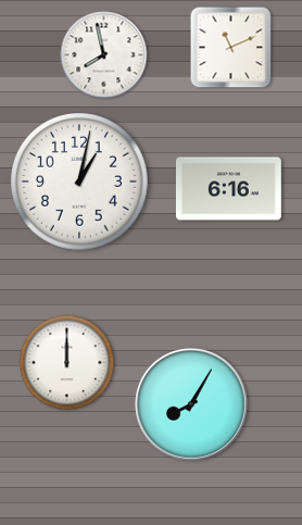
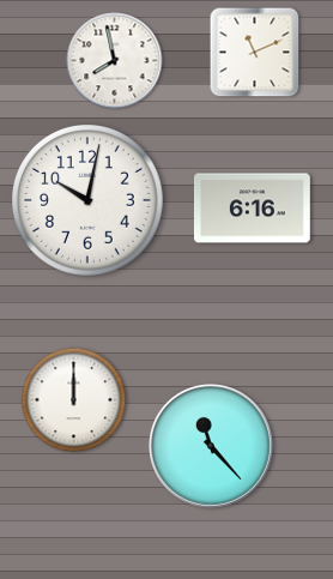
clock at (80, 183): 1:02 -> 10:02
clock at (192, 405): 8:05 -> 11:23
